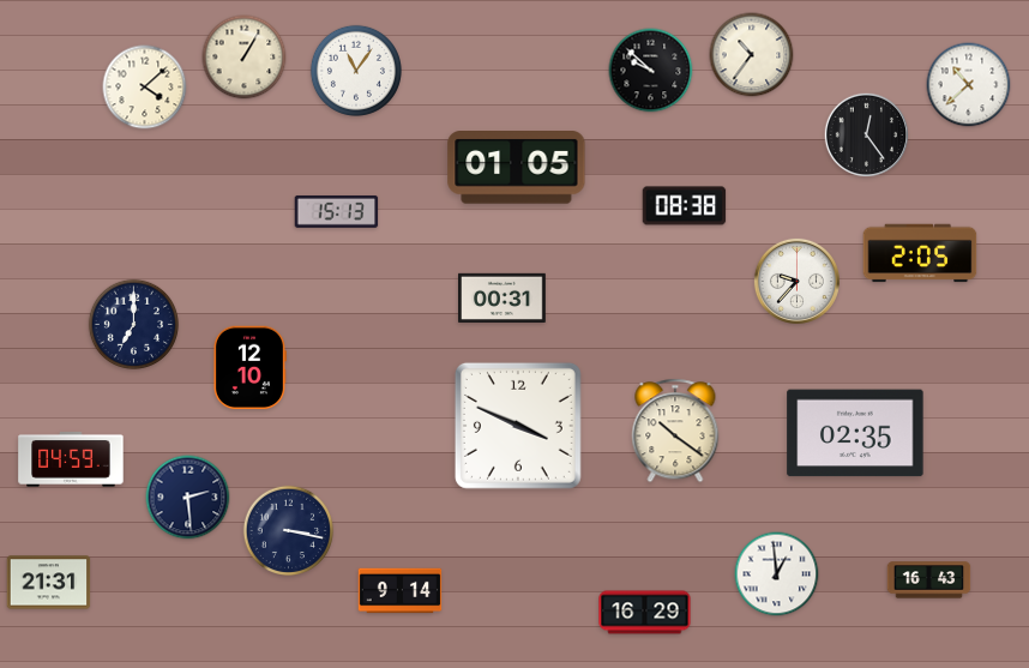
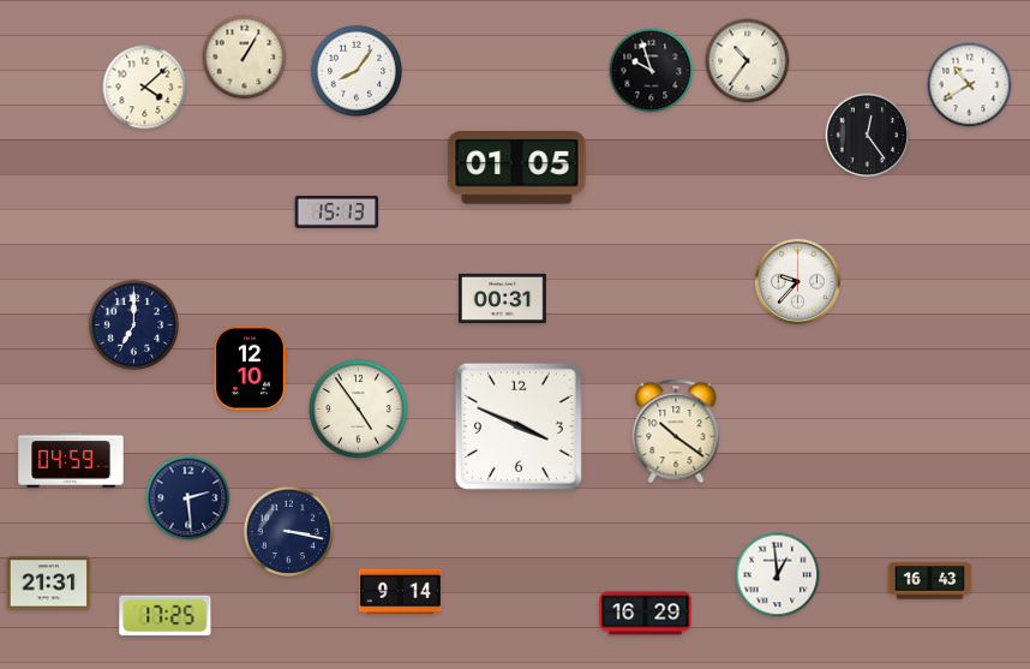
clock at (752, 55) position: (752, 55) -> (748, 61)
clock at (356, 71): 11:06 -> 8:06
clock at (651, 71): 9:52 -> 9:57
clock at (969, 85): 10:38 -> 10:40
clock at (685, 206): 08:38 -> none
clock at (920, 253): 2:05 -> none
clock at (359, 410): none -> 4:54
clock at (855, 433): 02:35 -> none
clock at (166, 616): none -> 17:25
